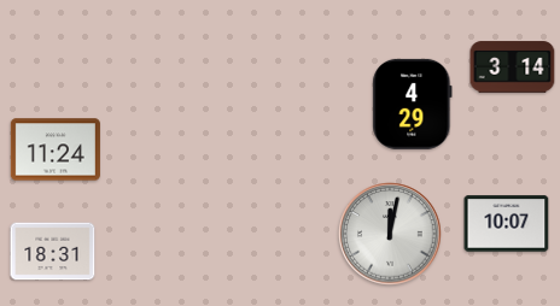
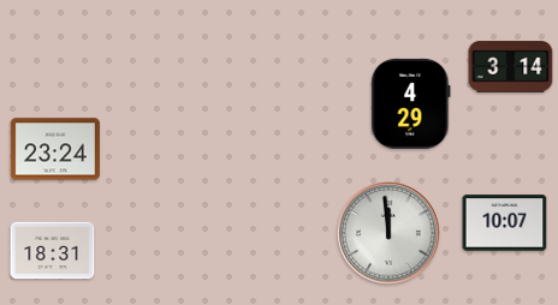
clock at (56, 149): 11:24 -> 23:24
clock at (390, 234): 12:02 -> 11:59
